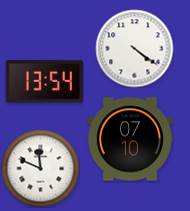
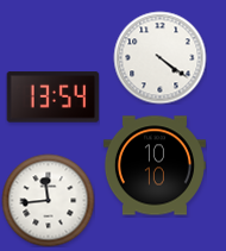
clock at (130, 139): 07:10 -> 10:10
clock at (40, 168): 11:49 -> 11:44
